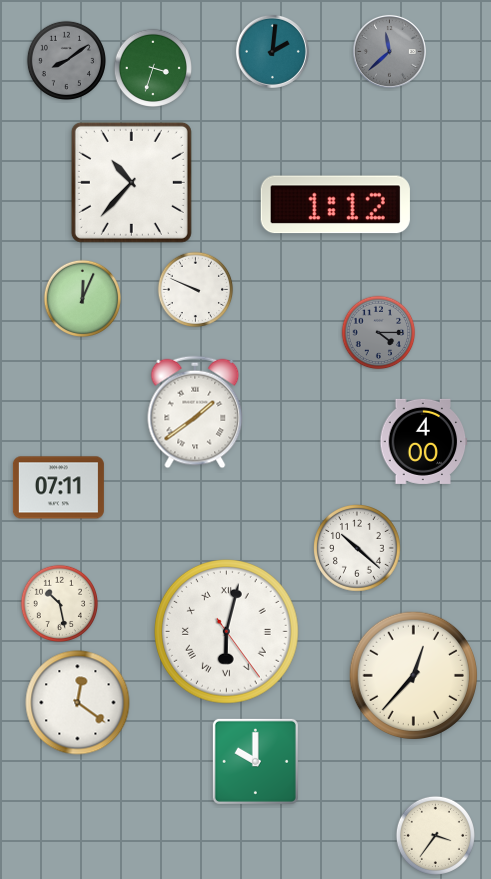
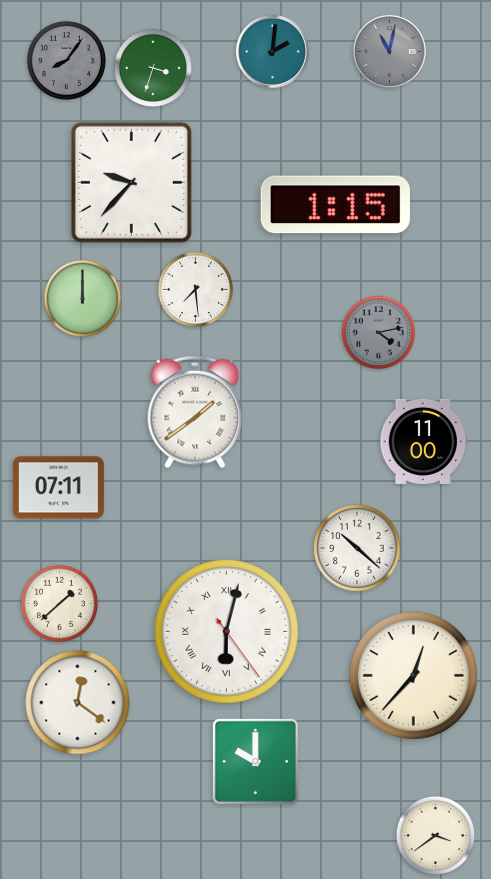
clock at (389, 51): 11:38 -> 11:02
clock at (66, 60): 8:09 -> 8:06
clock at (131, 182): 10:37 -> 9:37
clock at (335, 205): 1:12 -> 1:15
clock at (196, 290): 9:49 -> 7:29
clock at (82, 298): 12:04 -> 12:00
clock at (379, 333): 4:15 -> 4:13
clock at (424, 441): 4:00 -> 11:00
clock at (59, 603): 10:28 -> 1:38
clock at (435, 835): 3:36 -> 3:39
